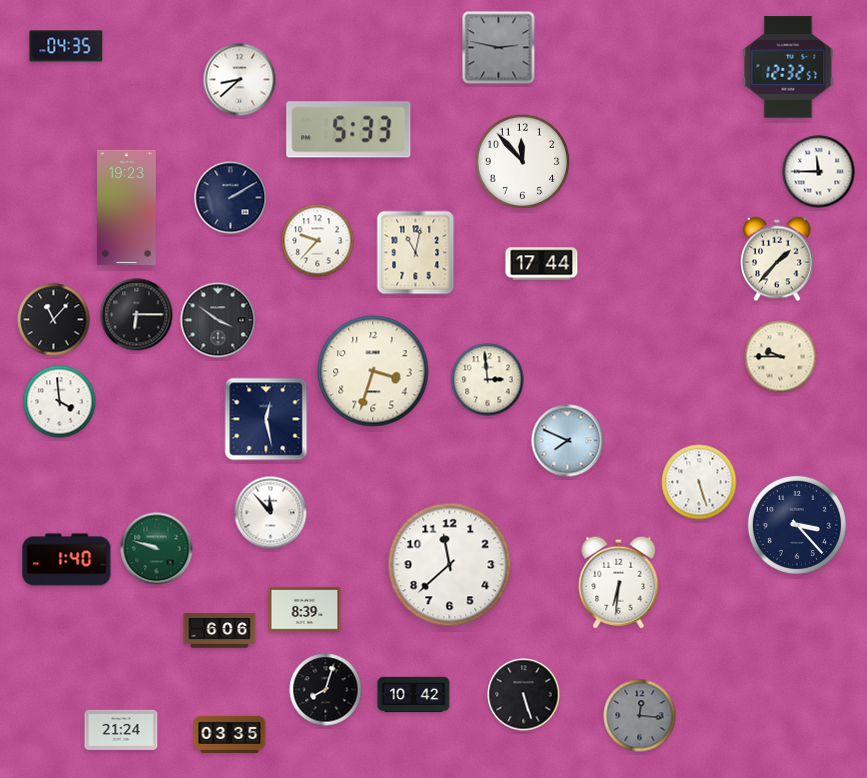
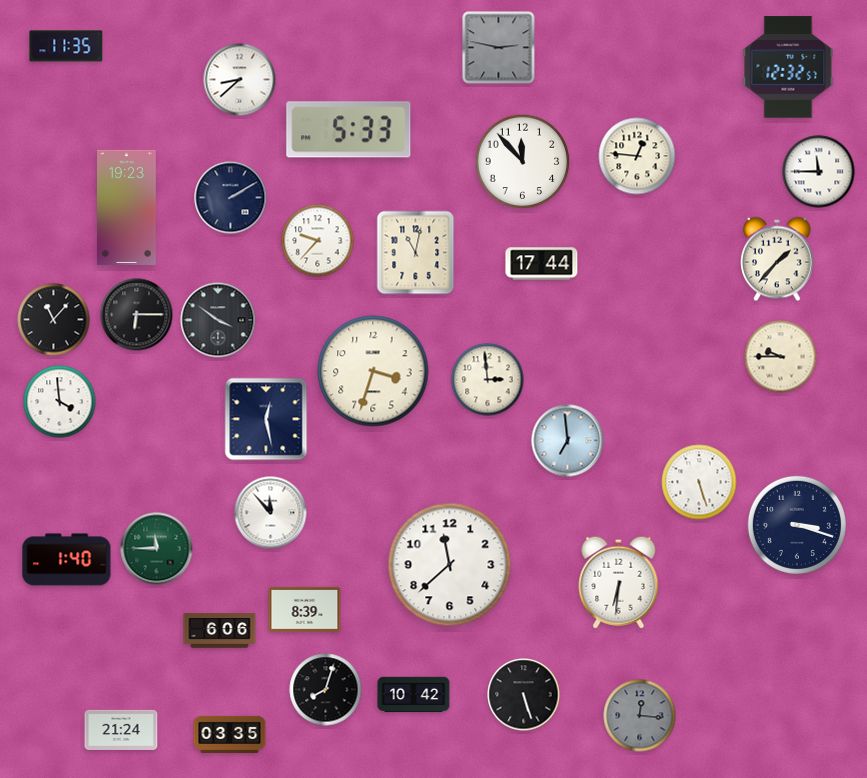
clock at (66, 46): 04:35 -> 11:35
clock at (637, 156): none -> 12:46
clock at (568, 441): 7:49 -> 6:59
clock at (797, 525): 3:23 -> 3:18
clock at (157, 549): 9:48 -> 11:45
